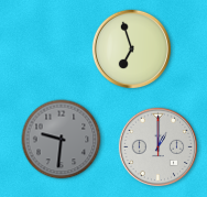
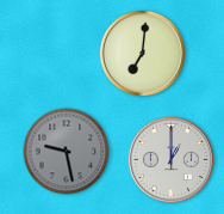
clock at (132, 50): 6:57 -> 7:01
clock at (62, 140): 9:31 -> 9:28
